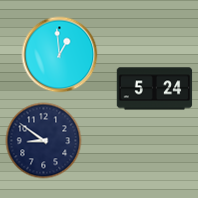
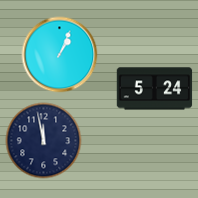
clock at (60, 55): 12:59 -> 1:04
clock at (44, 141): 8:51 -> 11:58
